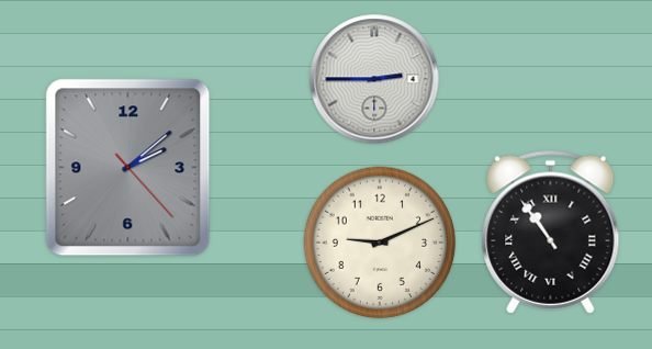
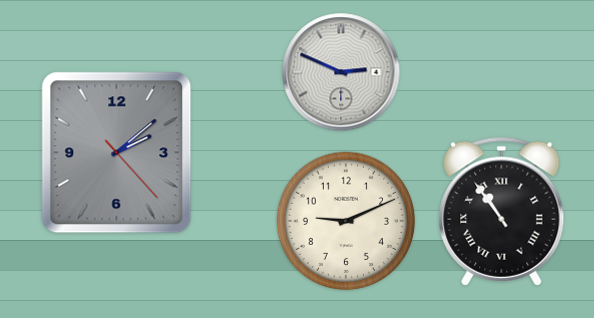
clock at (374, 79): 2:45 -> 2:49
